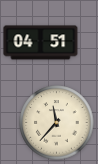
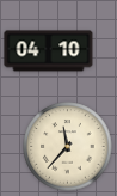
clock at (41, 43): 04:51 -> 04:10
